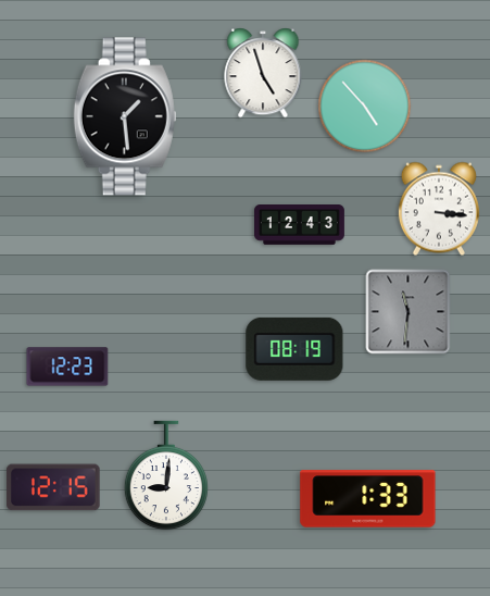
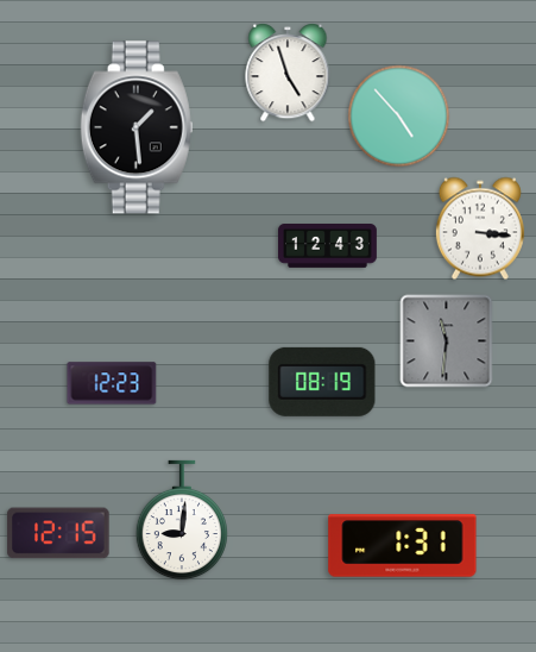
clock at (263, 74) position: (263, 74) -> (288, 74)
clock at (67, 367) position: (67, 367) -> (112, 383)
clock at (368, 499): 1:33 -> 1:31
